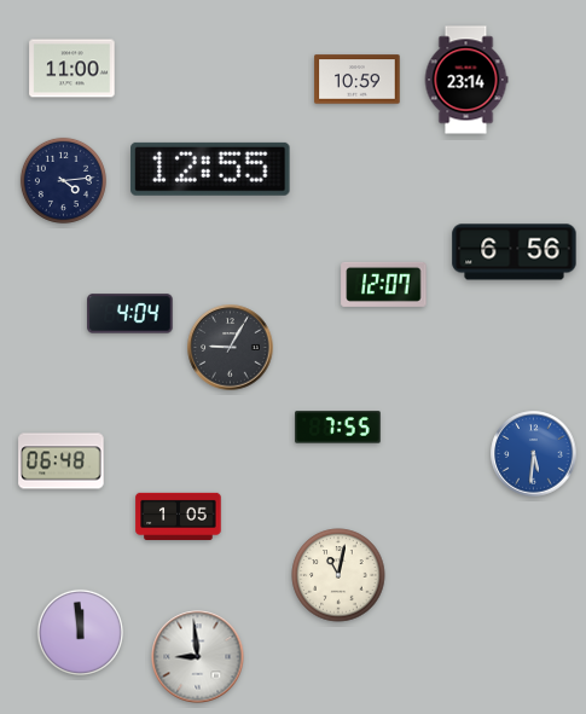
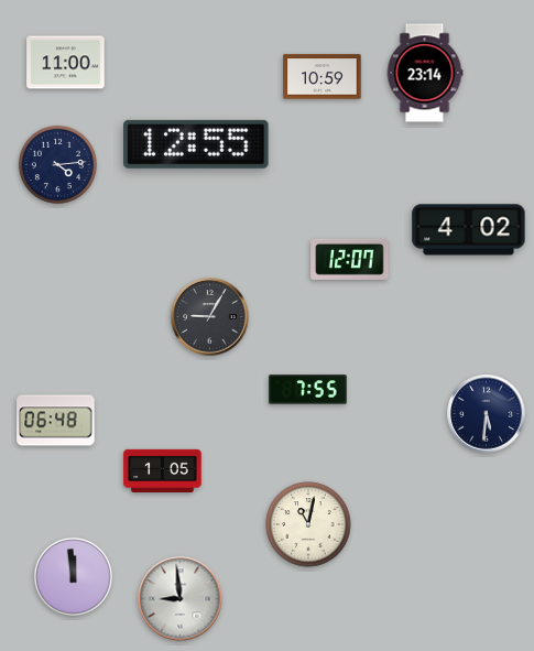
clock at (358, 80) position: (358, 80) -> (323, 77)
clock at (210, 169) position: (210, 169) -> (196, 144)
clock at (515, 252): 6:56 -> 4:02
clock at (130, 314): 4:04 -> none
clock at (534, 454) dial: blue -> navy
